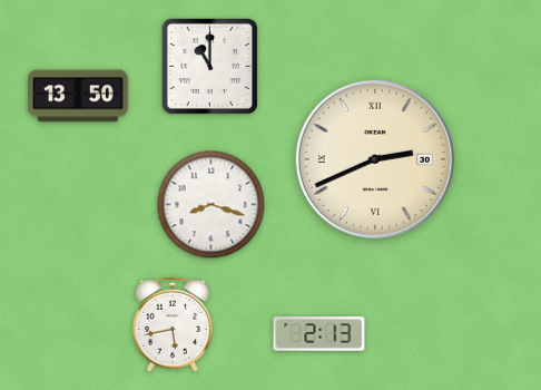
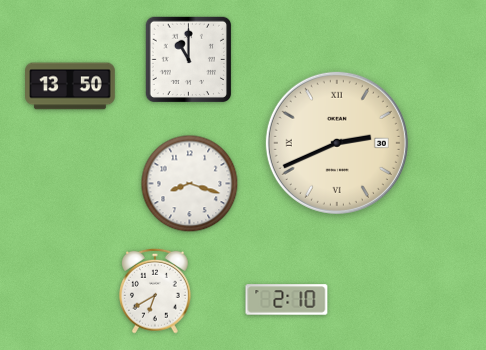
clock at (174, 324): 5:43 -> 6:40
clock at (319, 334): 2:13 -> 2:10
